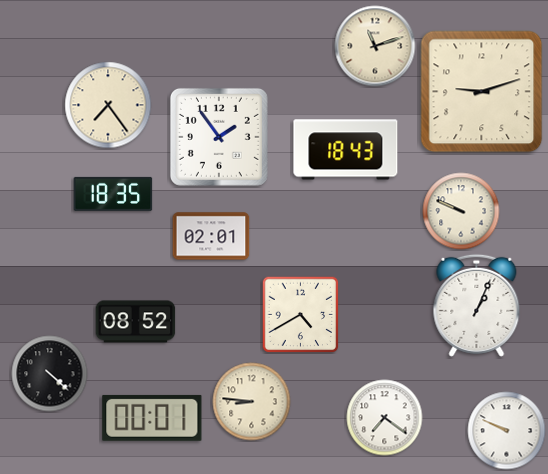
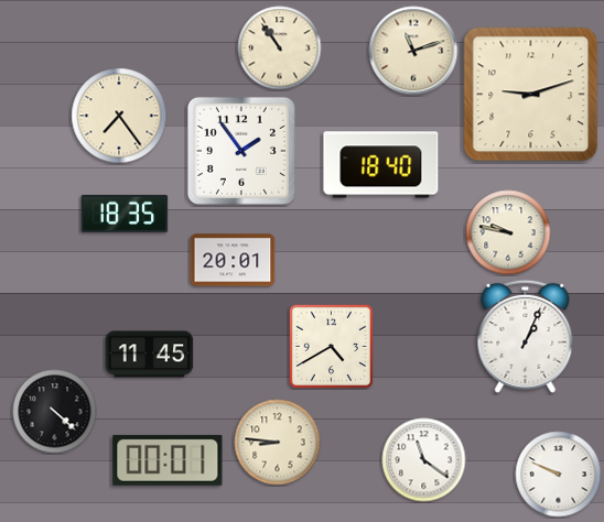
clock at (280, 48): none -> 10:54
clock at (482, 92) position: (482, 92) -> (531, 95)
clock at (346, 150): 18:43 -> 18:40
clock at (461, 211): 9:49 -> 9:47
clock at (211, 236): 02:01 -> 20:01
clock at (136, 322): 08:52 -> 11:45
clock at (385, 418): 7:21 -> 11:21
